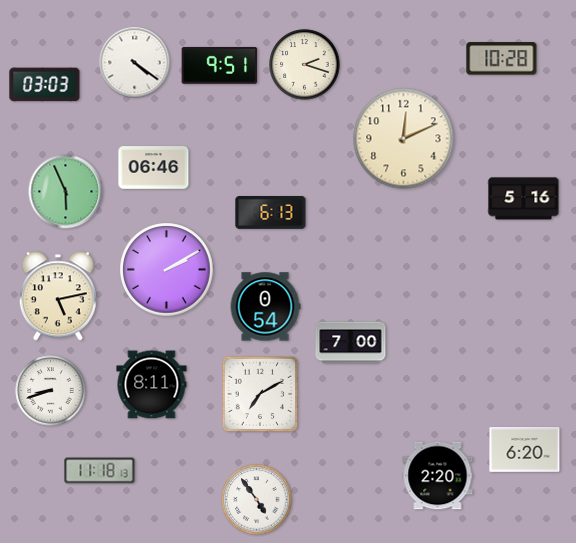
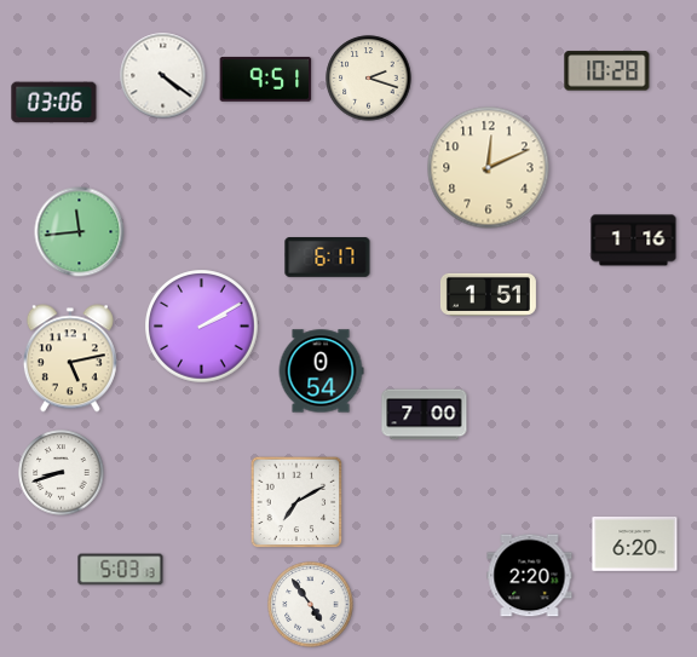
clock at (45, 85): 03:03 -> 03:06
clock at (154, 168): 06:46 -> none
clock at (66, 192): 5:56 -> 11:44
clock at (524, 199): 5:16 -> 1:16
clock at (271, 213): 6:13 -> 6:17
clock at (488, 294): none -> 1:51
clock at (152, 385): 8:11 -> none
clock at (260, 394) position: (260, 394) -> (296, 502)
clock at (100, 471): 11:18 -> 5:03
